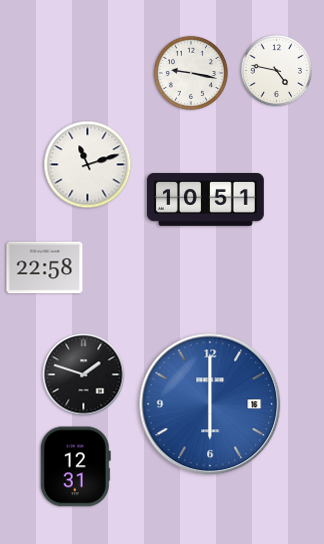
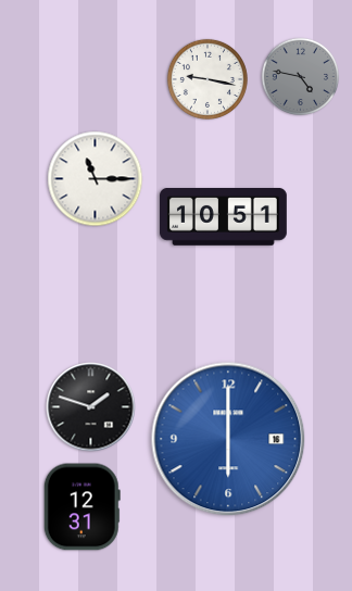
clock at (277, 71) dial: white -> grey
clock at (88, 165): 11:12 -> 11:15
clock at (45, 268): 22:58 -> none
